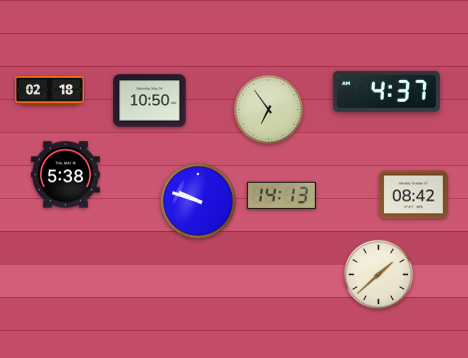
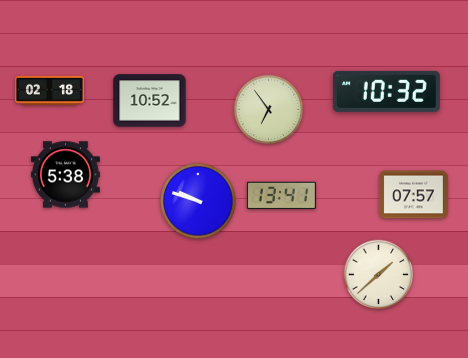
clock at (386, 91): 4:37 -> 10:32
clock at (150, 101): 10:50 -> 10:52
clock at (413, 195): 08:42 -> 07:57
clock at (281, 196): 14:13 -> 13:41
